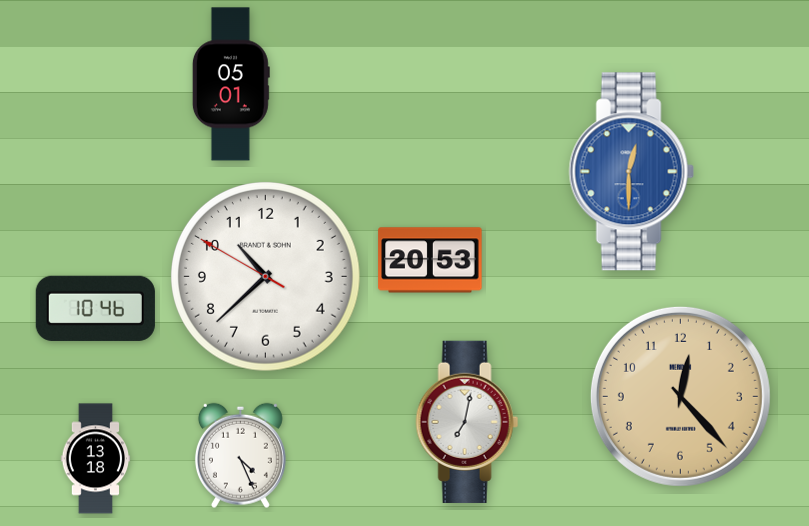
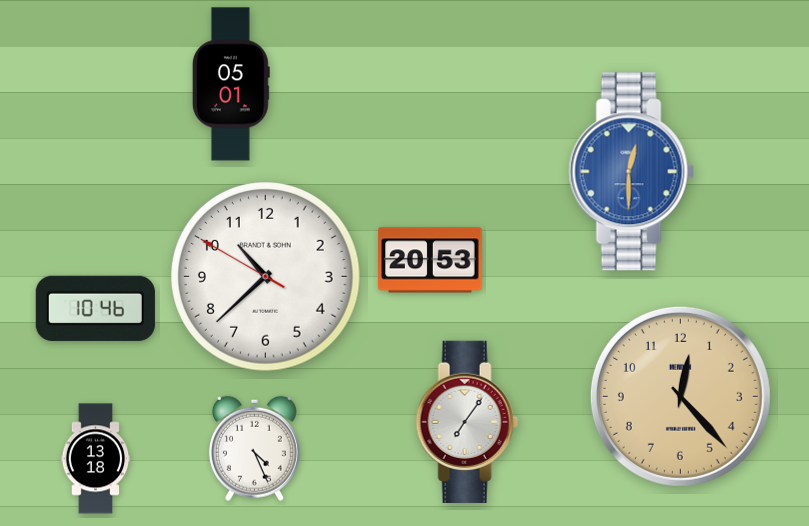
clock at (467, 422): 7:02 -> 7:06
clock at (240, 455) position: (240, 455) -> (254, 448)
